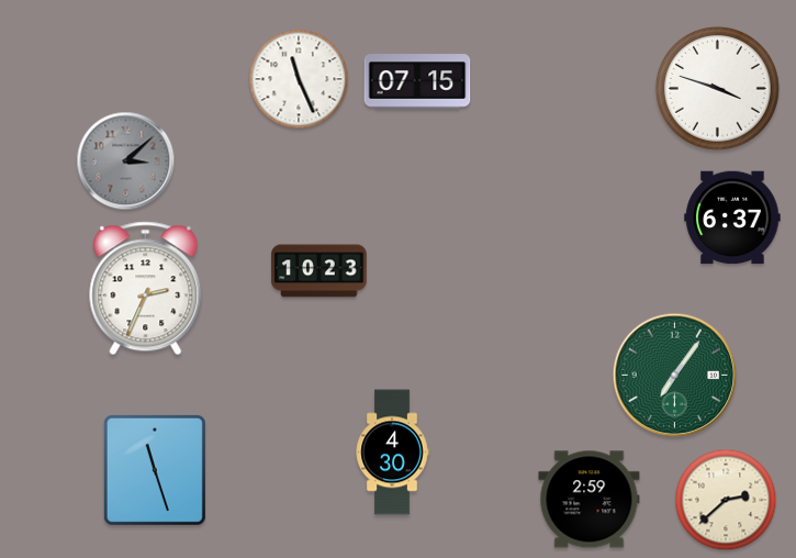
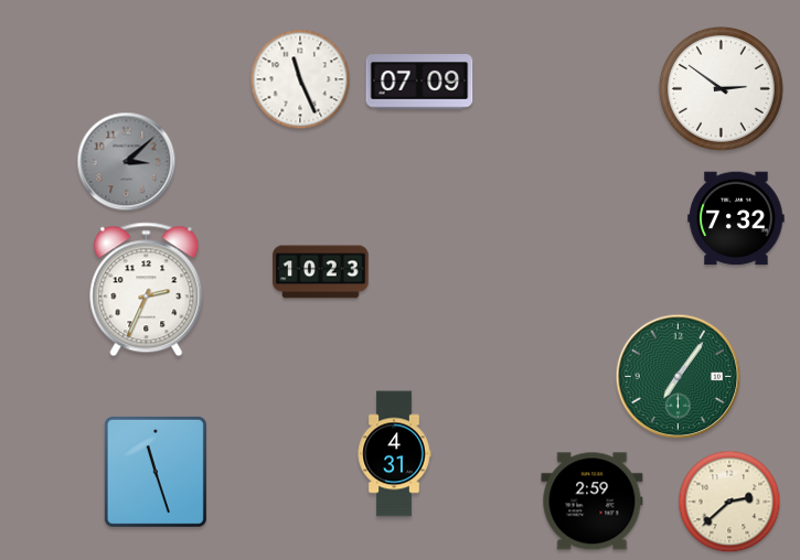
clock at (417, 81): 07:15 -> 07:09
clock at (717, 88): 3:48 -> 2:51
clock at (732, 217): 6:37 -> 7:32
clock at (392, 453): 4:30 -> 4:31
